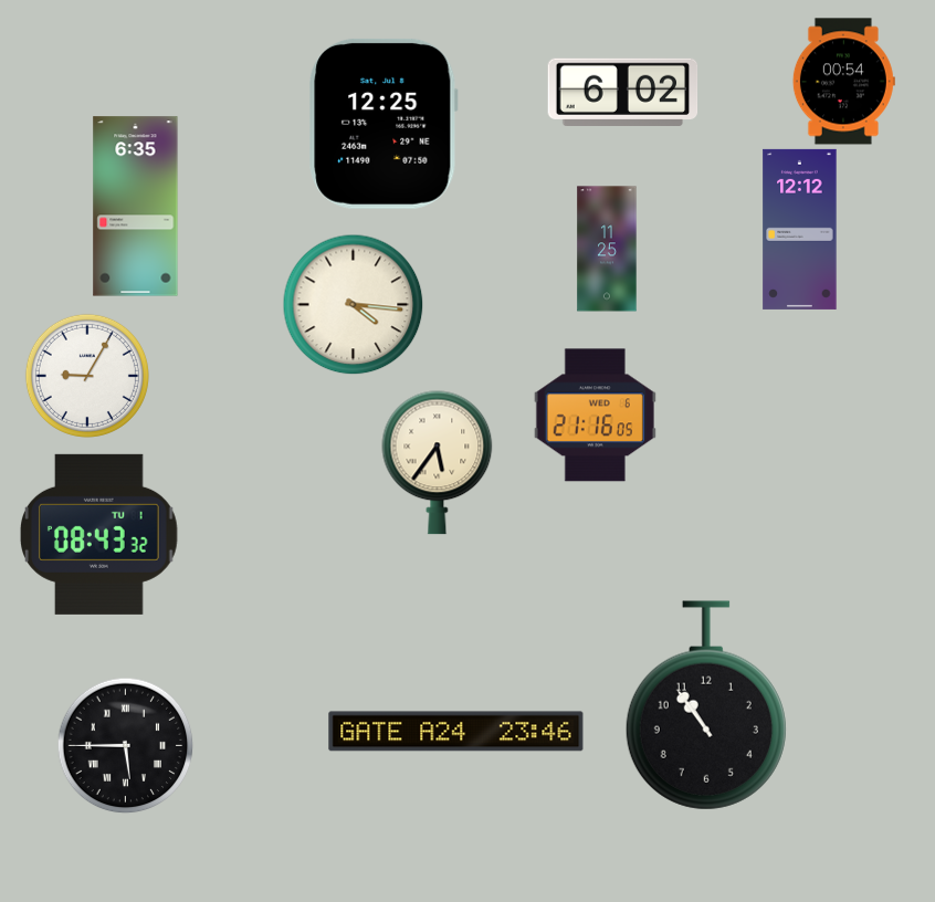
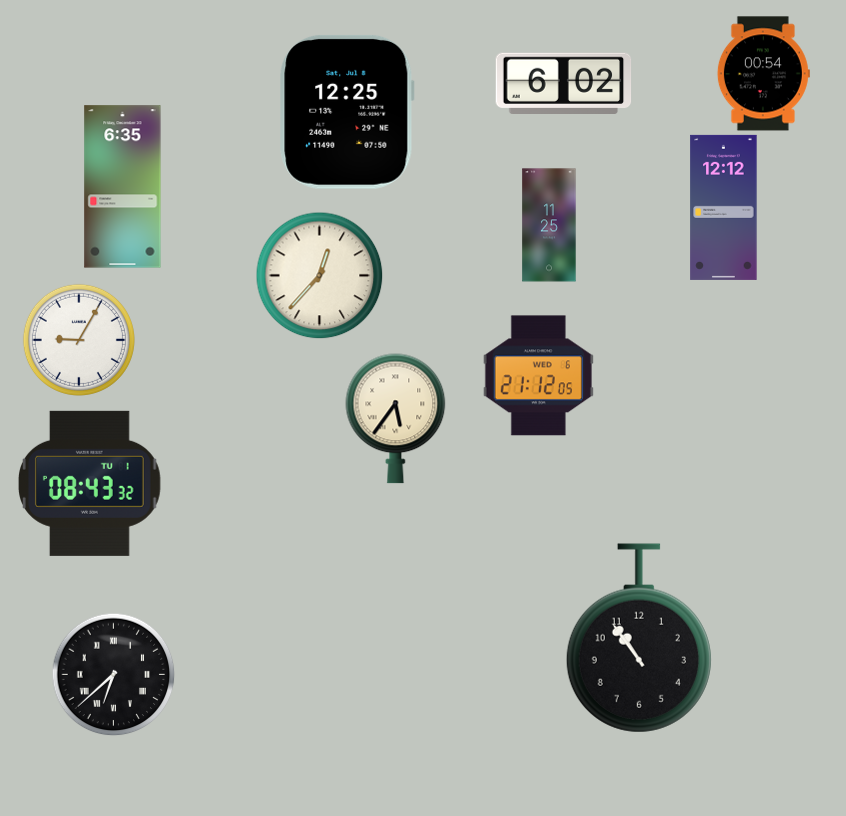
clock at (353, 304): 4:16 -> 12:37
clock at (595, 416): 21:16 -> 21:12
clock at (456, 732): 23:46 -> none
clock at (125, 745): 5:45 -> 6:38
